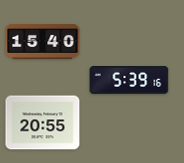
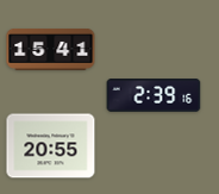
clock at (43, 42): 15:40 -> 15:41
clock at (129, 80): 5:39 -> 2:39
